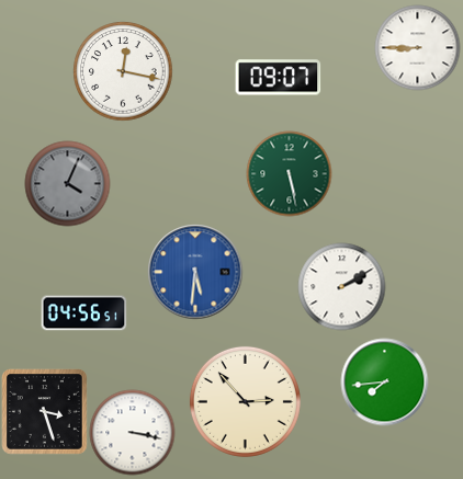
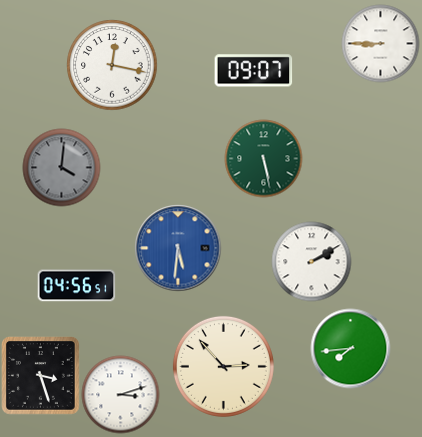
clock at (67, 183): 4:04 -> 4:01
clock at (132, 432): 3:17 -> 3:12
